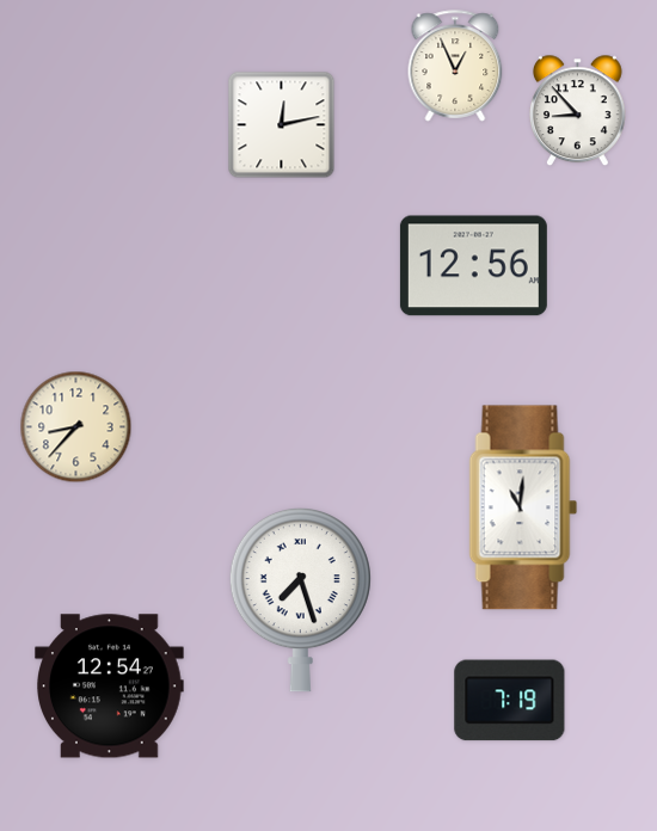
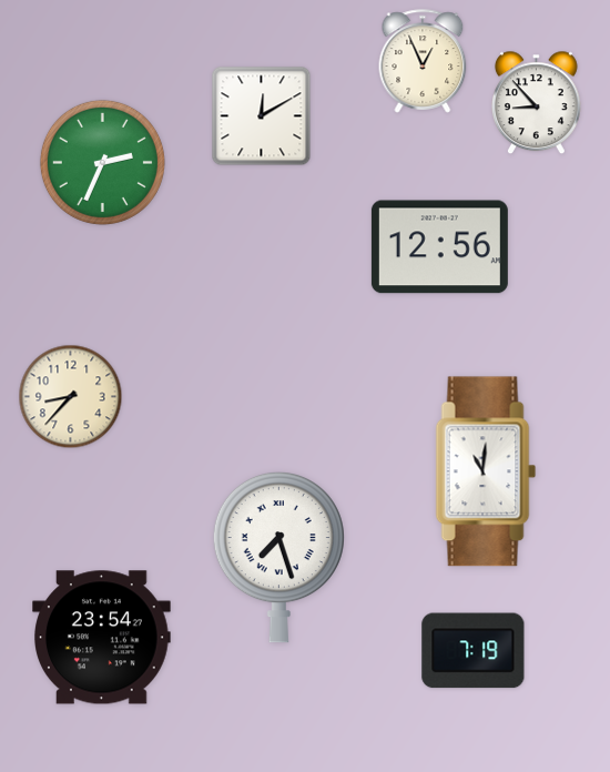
clock at (282, 125): 12:13 -> 12:10
clock at (102, 162): none -> 2:34
clock at (110, 687): 12:54 -> 23:54
